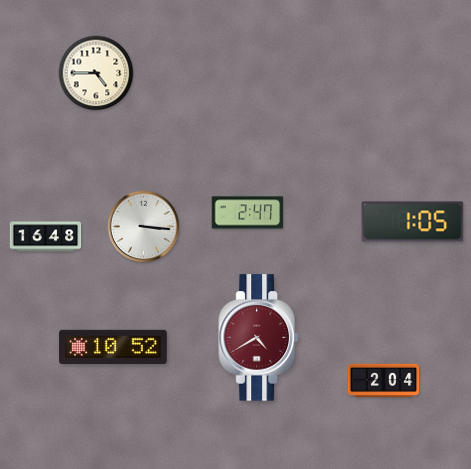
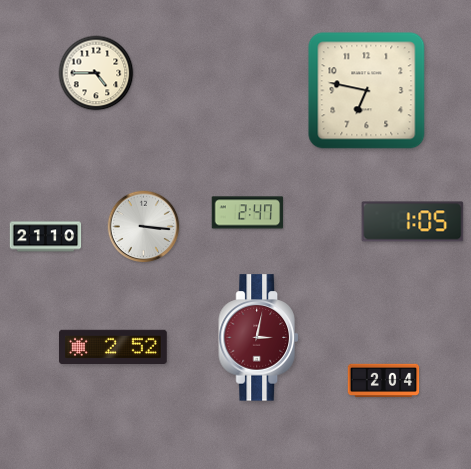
clock at (367, 91): none -> 6:47
clock at (46, 237): 16:48 -> 21:10
clock at (259, 338): 4:40 -> 3:02
clock at (114, 346): 10:52 -> 2:52
